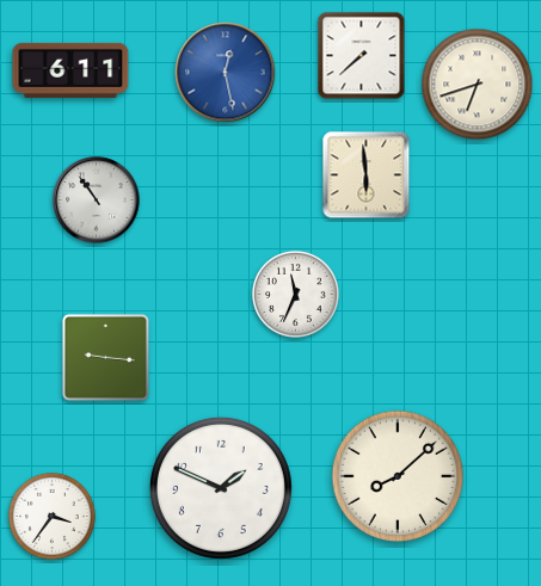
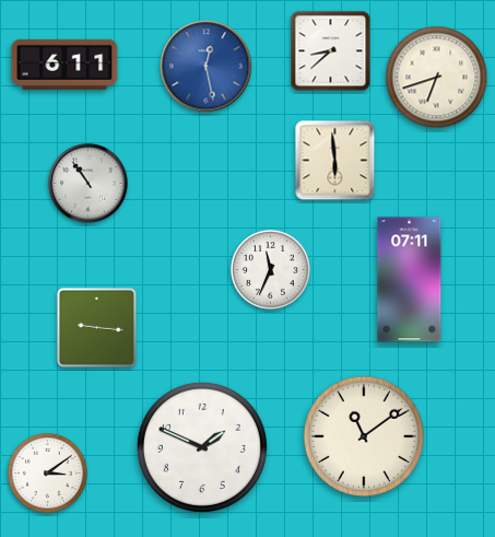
clock at (362, 56): 7:38 -> 8:38
clock at (410, 280): none -> 07:11
clock at (398, 476): 8:08 -> 11:09
clock at (51, 516): 3:36 -> 3:09
